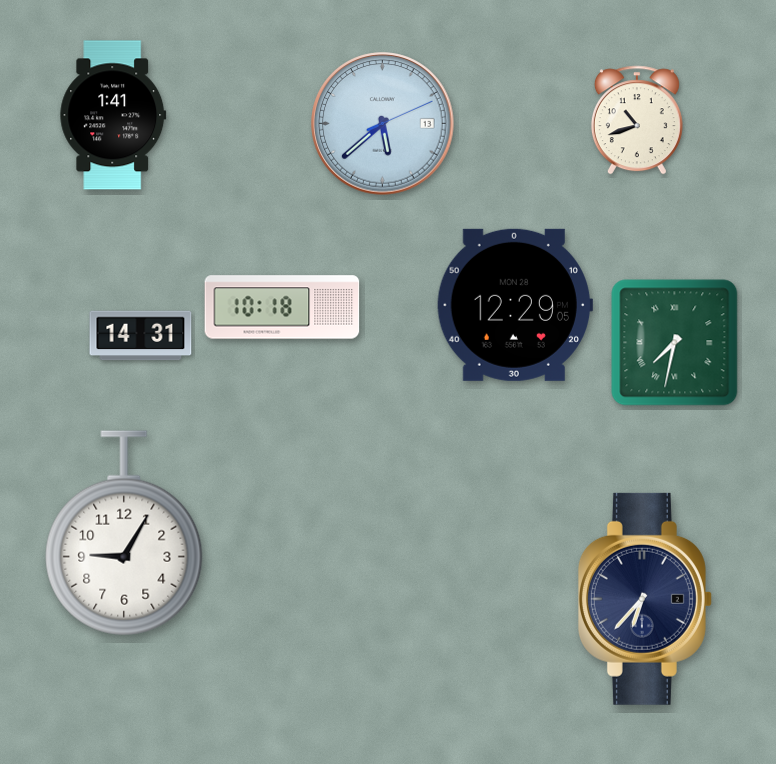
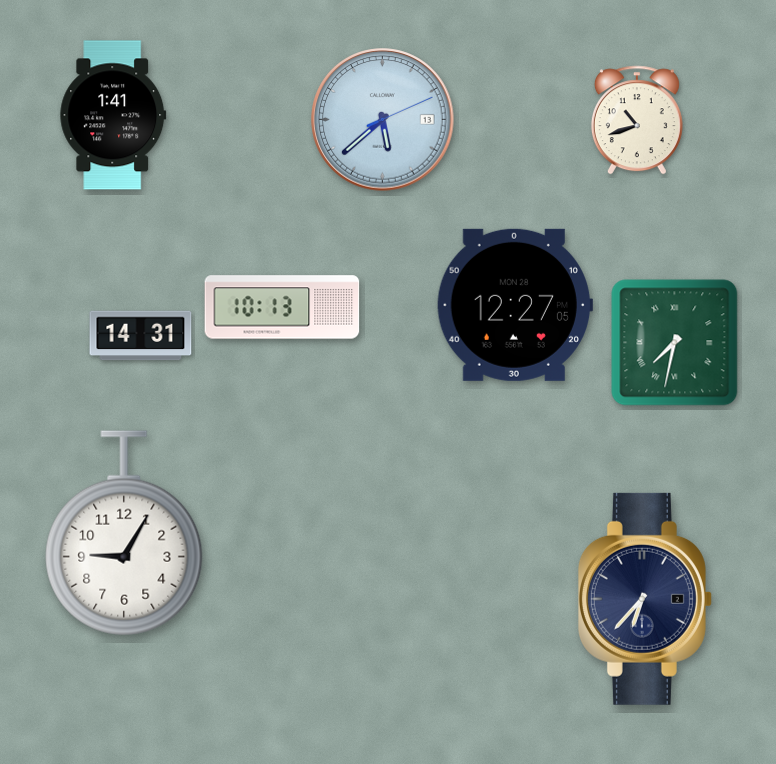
clock at (383, 124) position: (383, 124) -> (383, 120)
clock at (514, 305): 12:29 -> 12:27
clock at (282, 307): 10:18 -> 10:13
